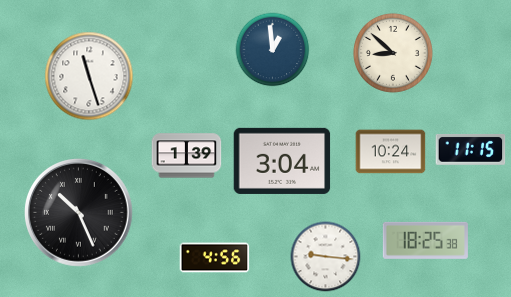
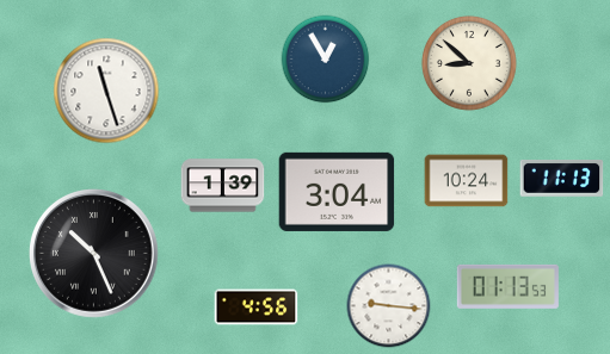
clock at (273, 50): 12:59 -> 12:55
clock at (471, 150): 11:15 -> 11:13
clock at (425, 240): 18:25 -> 01:13
